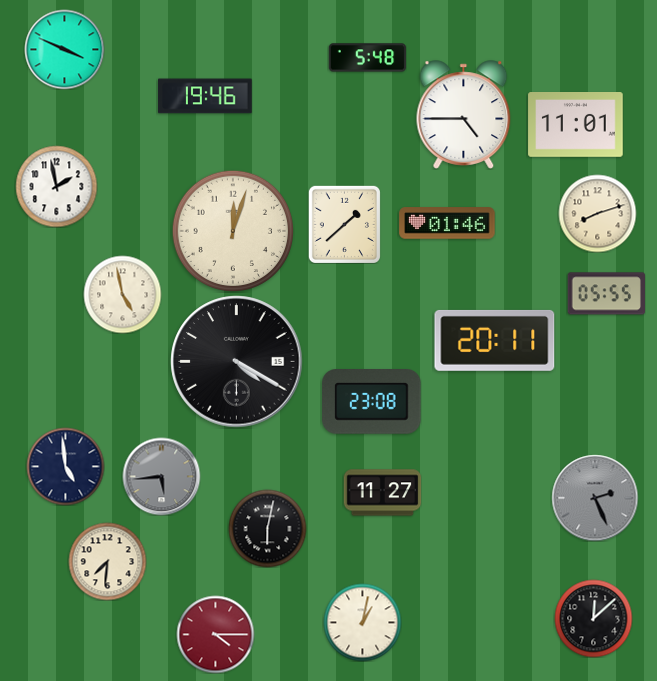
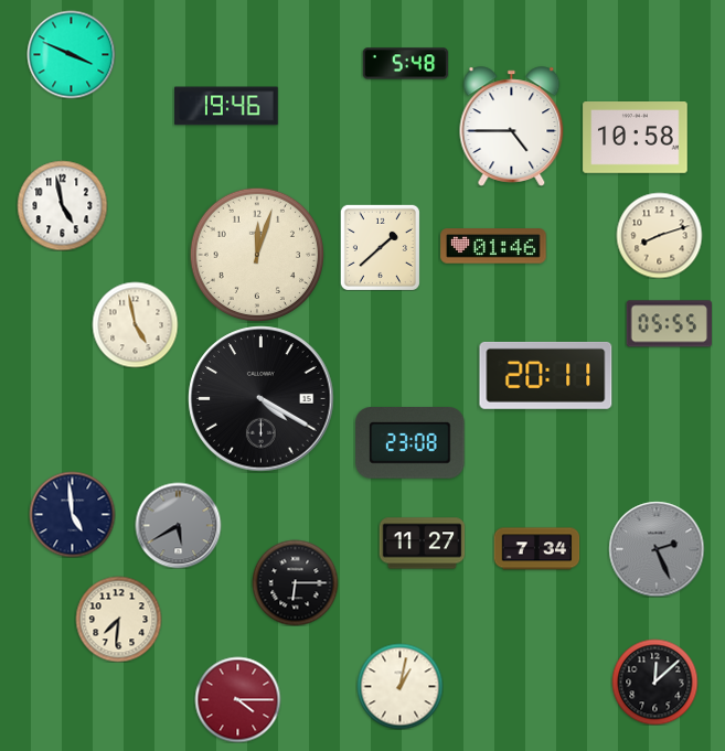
clock at (576, 125): 11:01 -> 10:58
clock at (56, 186): 1:58 -> 4:58
clock at (161, 476): 5:44 -> 5:40
clock at (536, 549): none -> 7:34
clock at (267, 528): 6:02 -> 6:15
